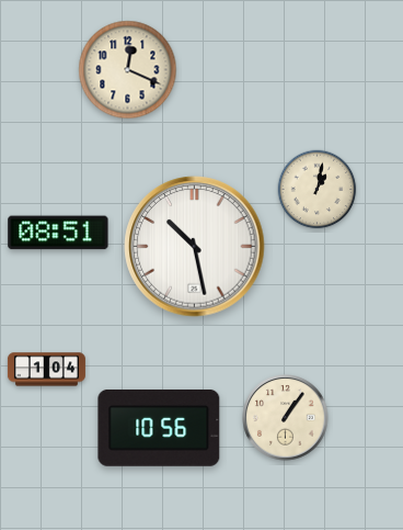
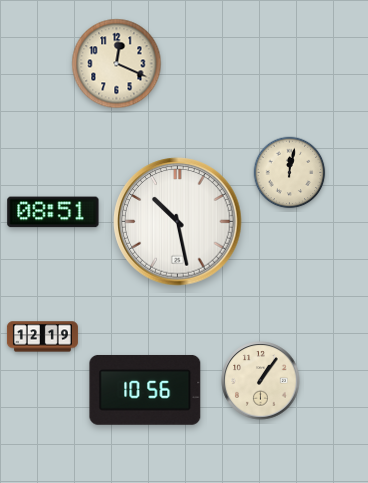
clock at (318, 190): 1:02 -> 12:02
clock at (195, 247) position: (195, 247) -> (178, 222)
clock at (46, 370): 1:04 -> 12:19
